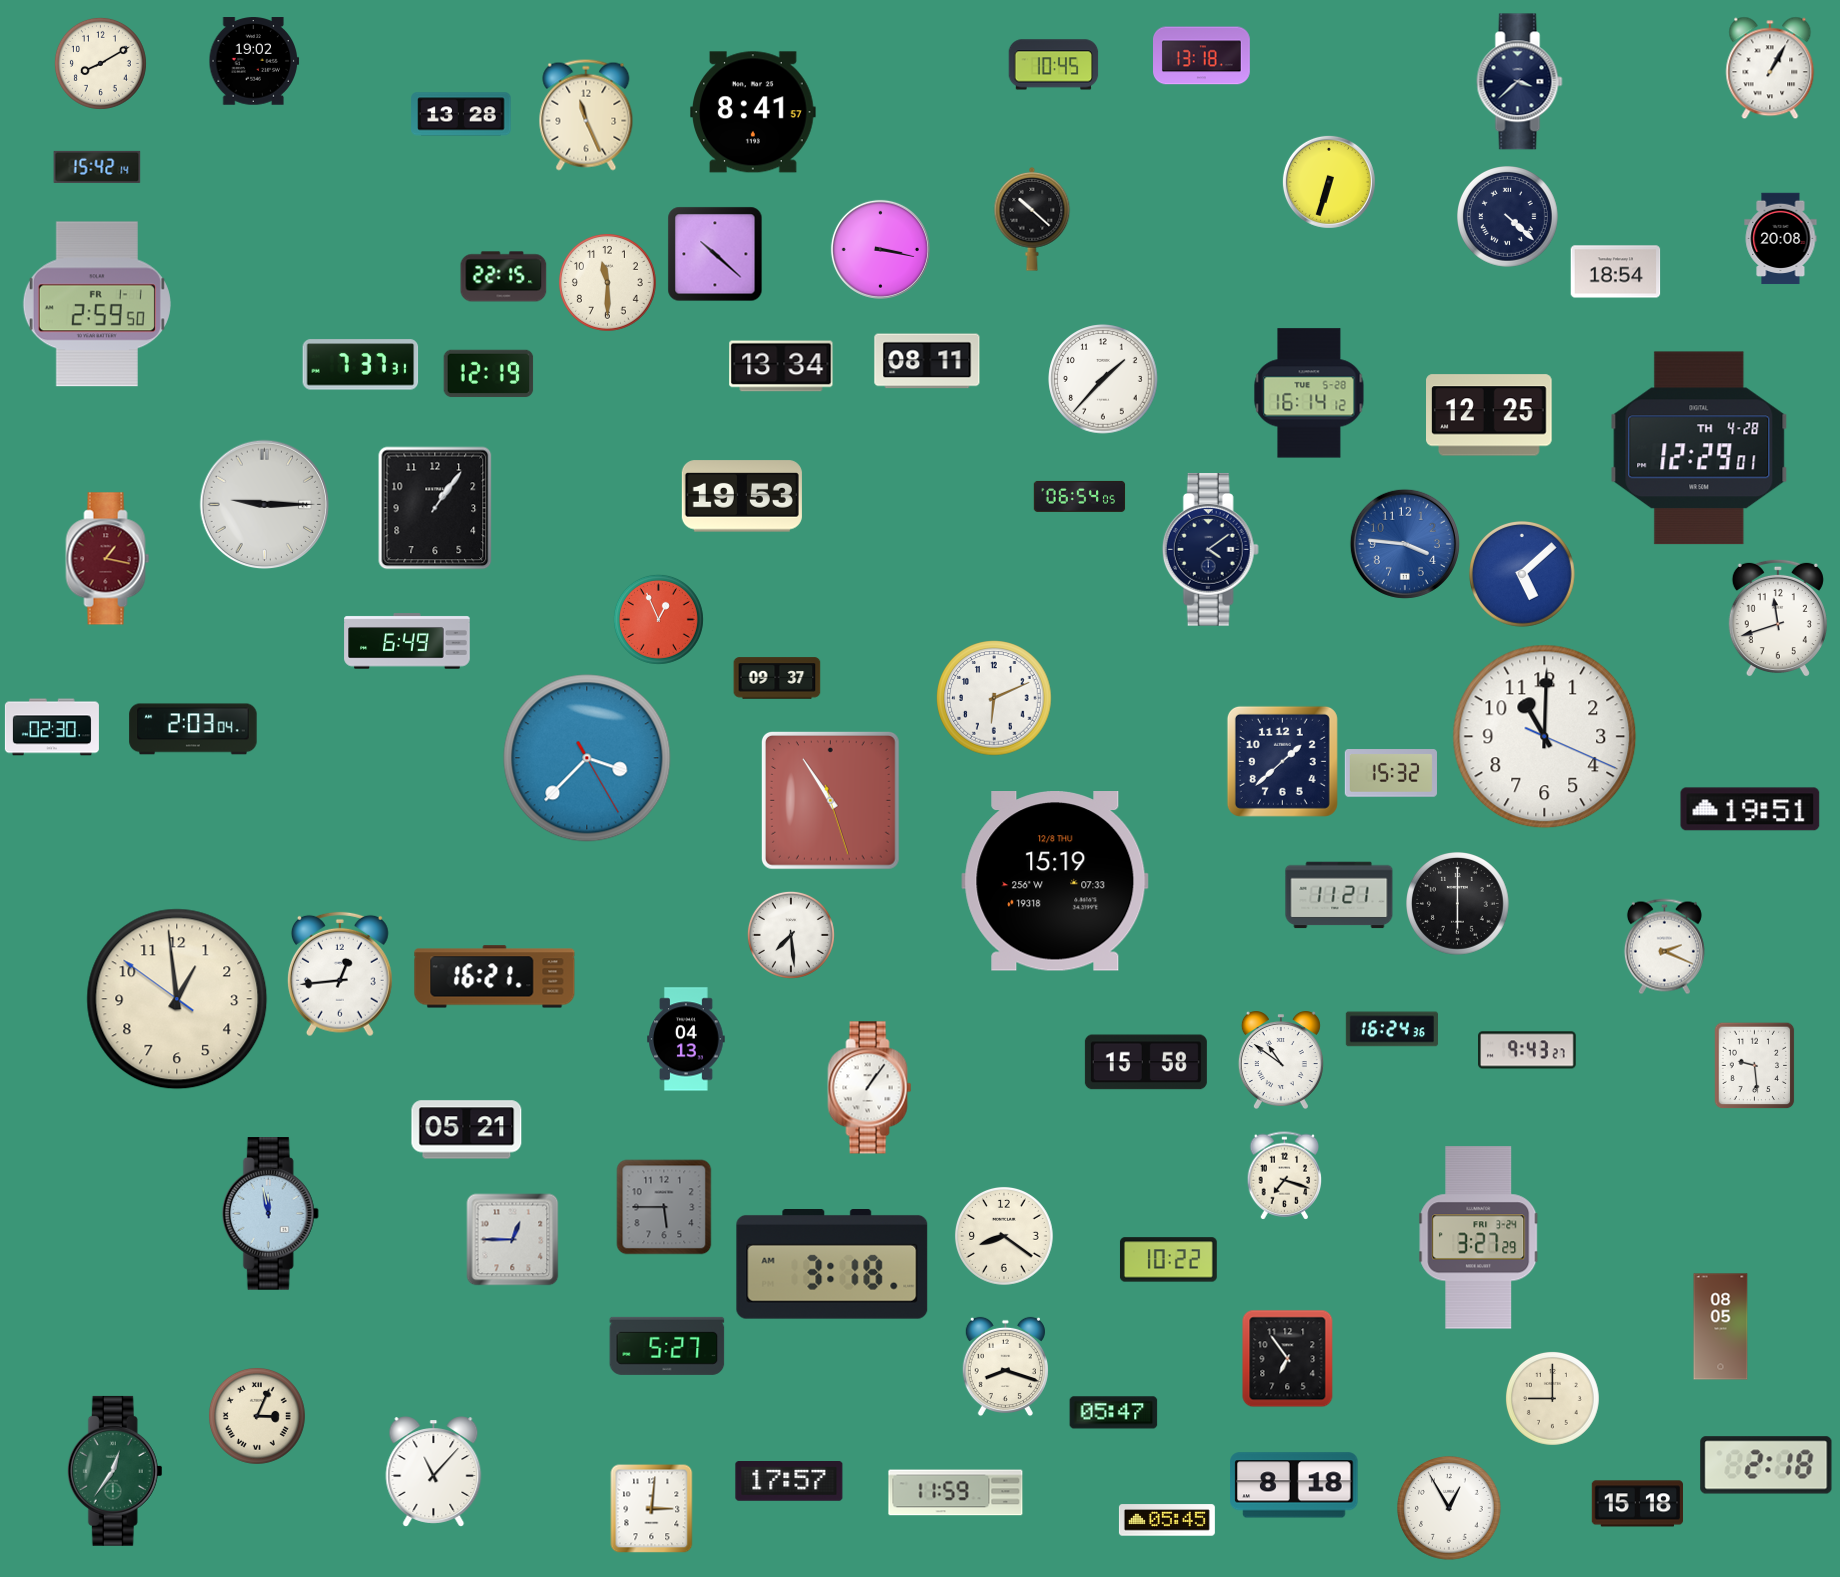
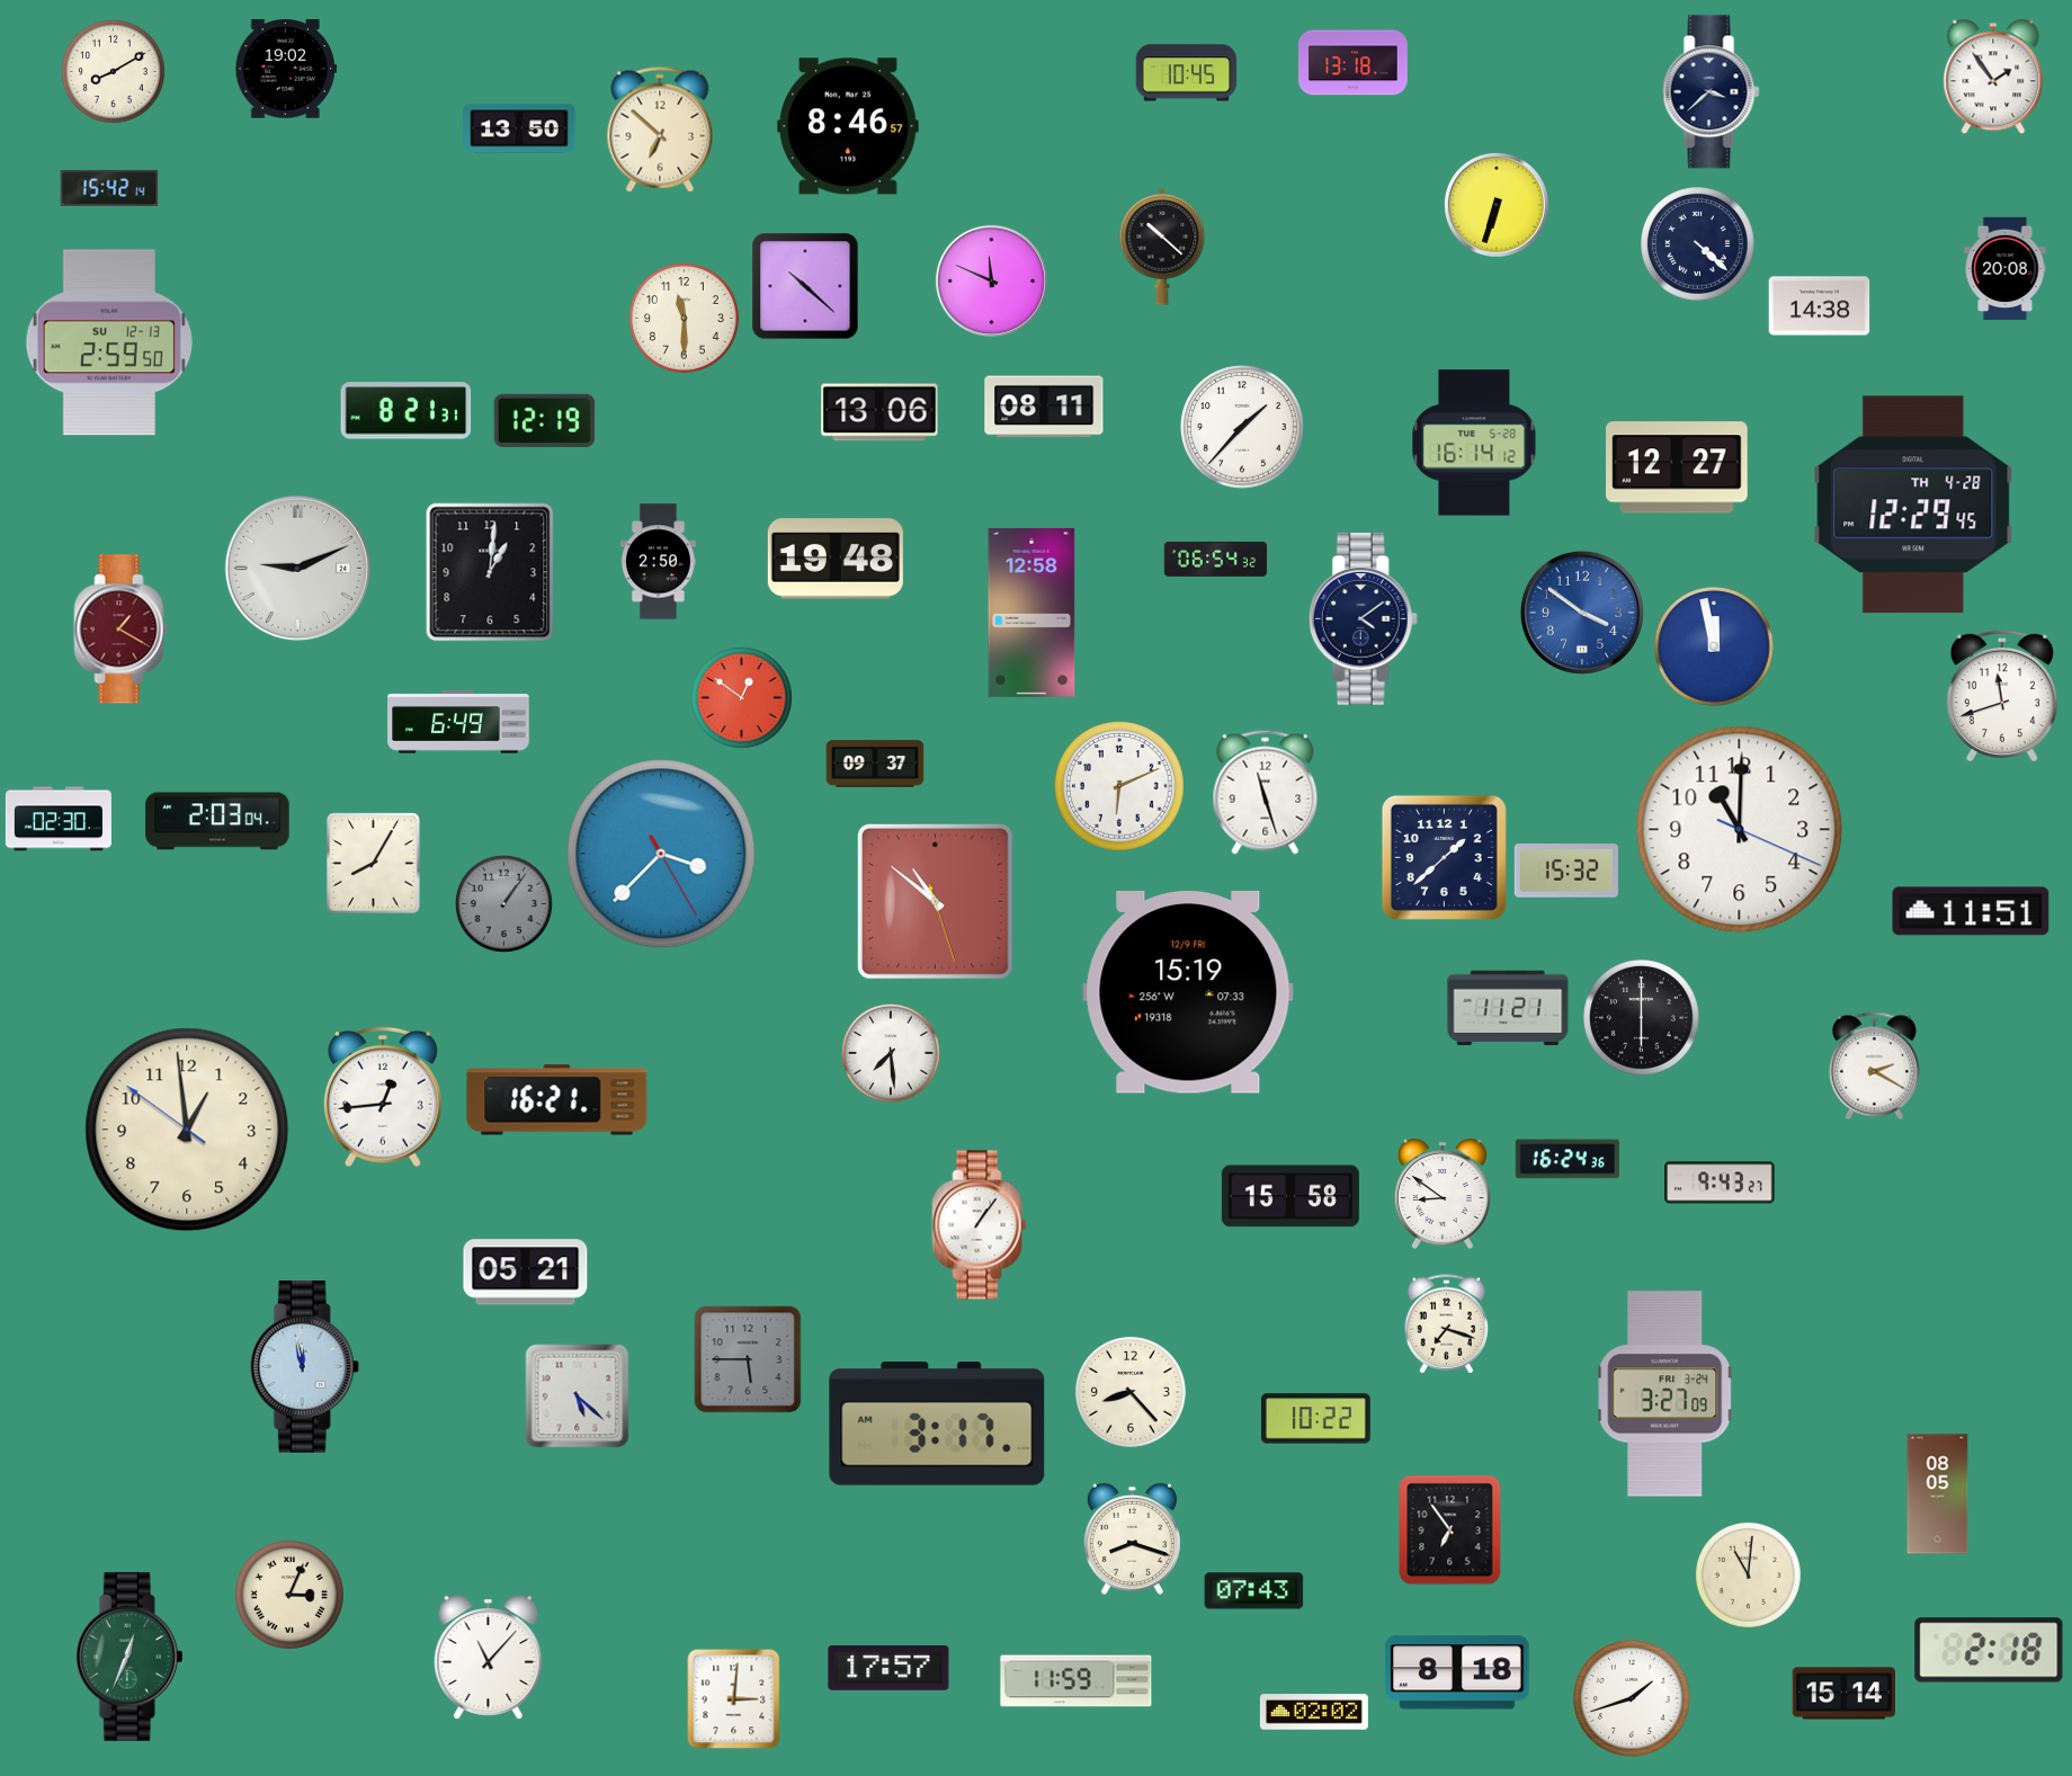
clock at (1770, 68): 1:05 -> 1:54
clock at (753, 112): 8:41 -> 8:46
clock at (461, 114): 13:28 -> 13:50
clock at (586, 115): 11:26 -> 6:52
clock at (880, 249): 3:17 -> 11:49
clock at (1616, 272): 18:54 -> 14:38
clock at (504, 277): 22:15 -> none
clock at (97, 304) date: FR 1-1 -> SU 12-13
clock at (361, 365): 7:37 -> 8:21
clock at (781, 366): 13:34 -> 13:06
clock at (489, 374) position: (489, 374) -> (545, 421)
clock at (1490, 415): 12:25 -> 12:27
clock at (1699, 448): 12:29:01 -> 12:29:45
clock at (742, 496): 19:53 -> 19:48
clock at (1080, 496): 06:54:05 -> 06:54:32
clock at (658, 562): none -> 2:50
clock at (265, 505): 9:15 -> 9:11
clock at (435, 508): 1:06 -> 1:01
clock at (1031, 613): none -> 12:58
clock at (1405, 544): 3:46 -> 3:51
clock at (108, 559): 1:17 -> 1:20
clock at (1523, 575): 5:08 -> 11:58
clock at (658, 619): 12:56 -> 12:51
clock at (1266, 792): none -> 11:27
clock at (374, 864): none -> 8:05
clock at (830, 800): 10:54 -> 10:51
clock at (503, 903): none -> 1:06
clock at (1750, 809): 19:51 -> 11:51
clock at (1055, 882) date: 12/8 THU -> 12/9 FRI
clock at (1664, 947): 2:19 -> 2:20
clock at (177, 999) position: (177, 999) -> (187, 1130)
clock at (686, 1039): 04:13 -> none
clock at (1281, 1060): 10:51 -> 8:51
clock at (1755, 1066): 9:29 -> none
clock at (1004, 1236): 8:21 -> 8:23
clock at (1479, 1238): 3:27:29 -> 3:27:09
clock at (513, 1240): 12:45 -> 5:22
clock at (832, 1265): 3:18 -> 3:17
clock at (667, 1346): 5:27 -> none
clock at (1552, 1398): 9:00 -> 11:01
clock at (1114, 1413): 05:47 -> 07:43
clock at (115, 1471): 12:36 -> 12:34
clock at (1637, 1504): 15:18 -> 15:14
clock at (1450, 1509): 12:55 -> 1:42
clock at (1167, 1520): 05:45 -> 02:02
